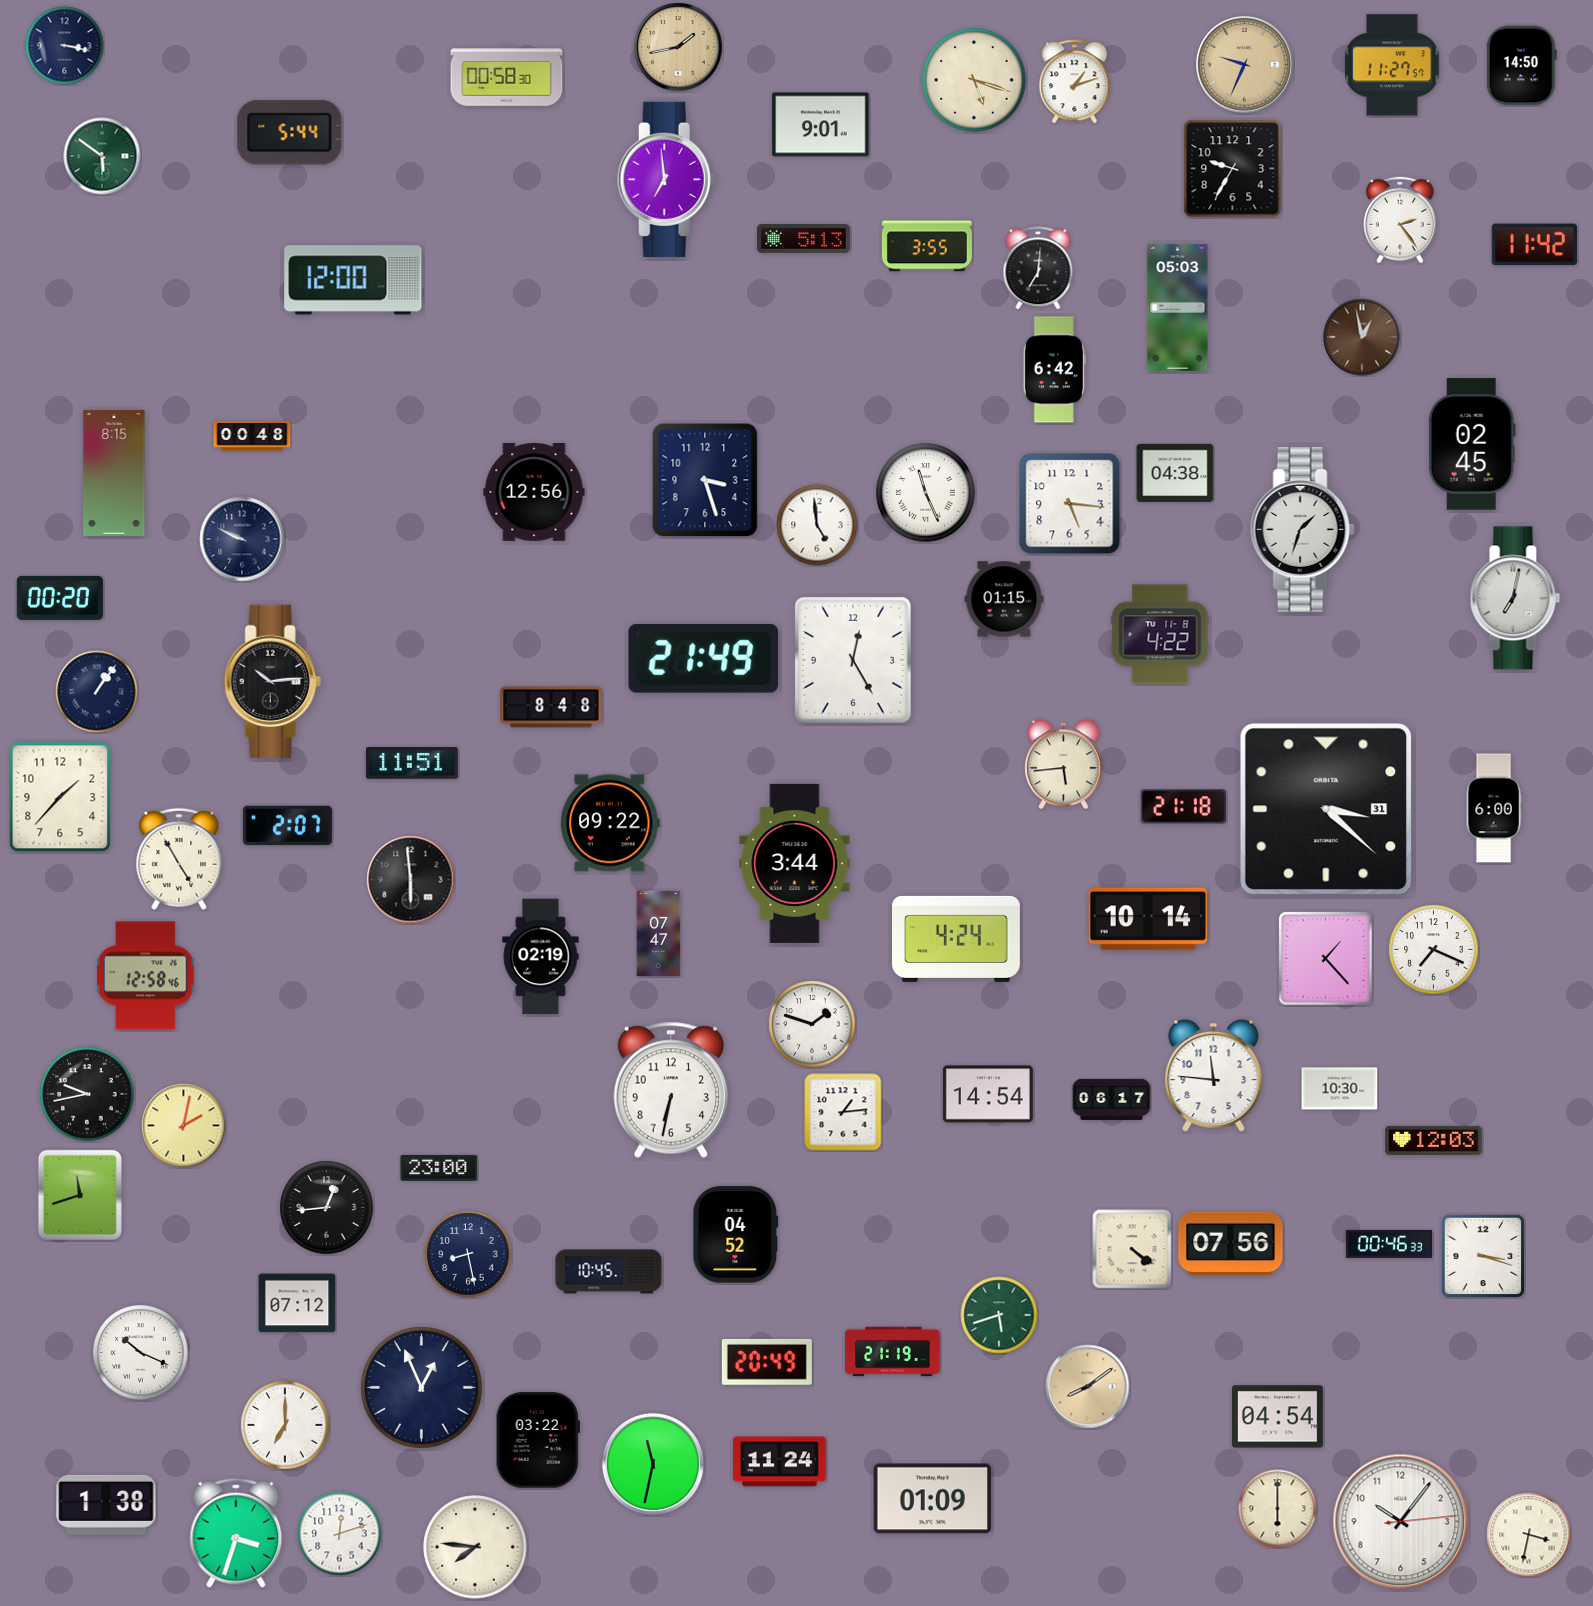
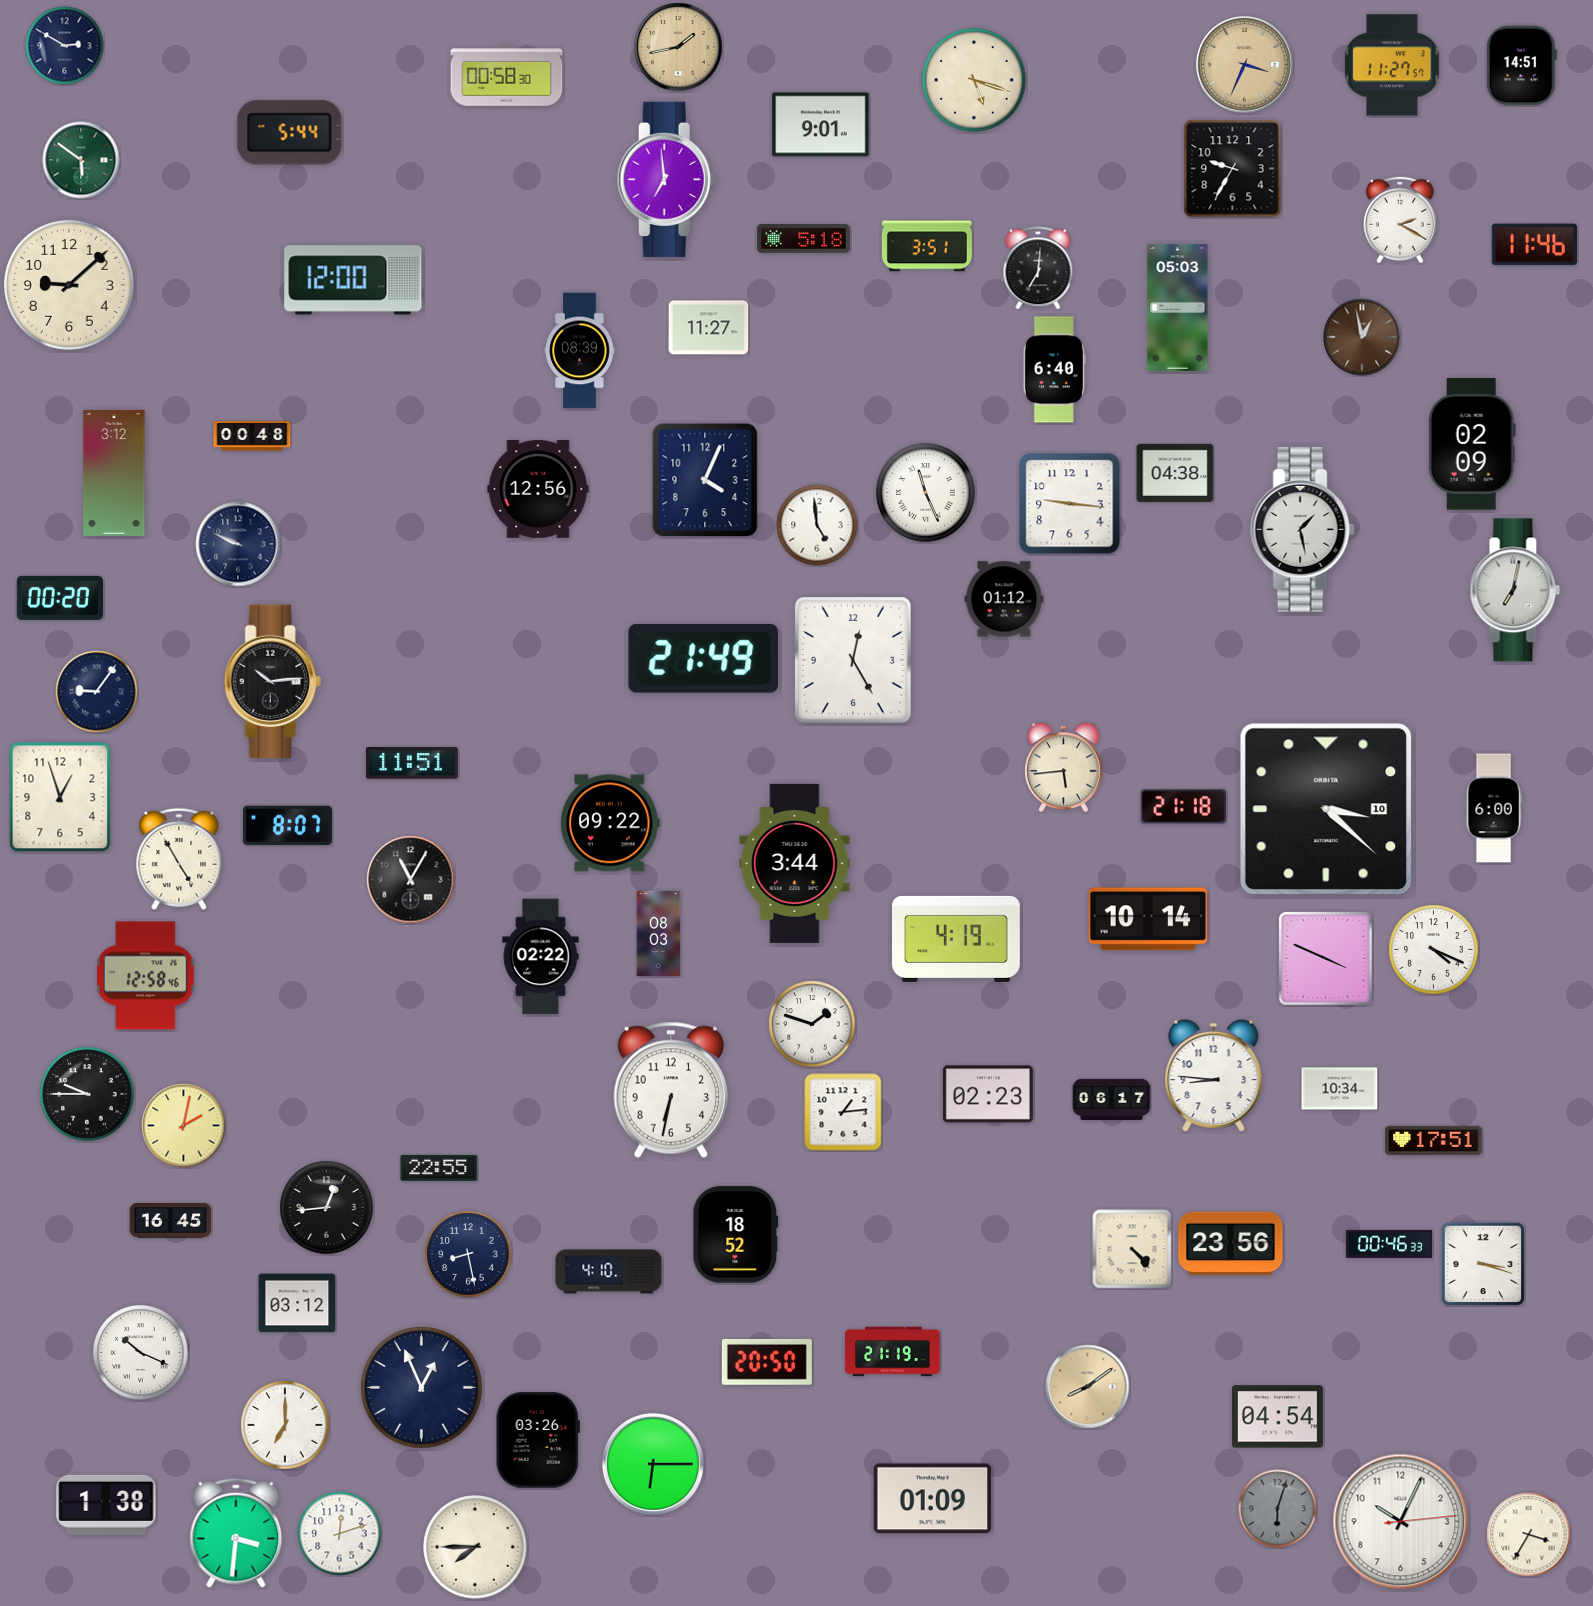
clock at (65, 46): 3:17 -> 2:50
clock at (1245, 65): 9:34 -> 3:34
clock at (1521, 66): 14:50 -> 14:51
clock at (1075, 82): 1:12 -> none
clock at (102, 156) position: (102, 156) -> (81, 160)
clock at (1401, 220): 2:24 -> 2:20
clock at (804, 238): 5:13 -> 5:18
clock at (1534, 245): 11:42 -> 11:46
clock at (927, 246): 3:55 -> 3:51
clock at (69, 285): none -> 9:08
clock at (709, 328): none -> 11:27
clock at (580, 351): none -> 08:39
clock at (1054, 370): 6:42 -> 6:40
clock at (1472, 444): 02:45 -> 02:09
clock at (114, 473): 8:15 -> 3:12
clock at (705, 480): 3:27 -> 4:04
clock at (534, 492) position: (534, 492) -> (538, 489)
clock at (1070, 504): 5:16 -> 9:16
clock at (1302, 529): 1:33 -> 1:28
clock at (242, 539) position: (242, 539) -> (238, 544)
clock at (1515, 598) position: (1515, 598) -> (1515, 590)
clock at (1004, 599): 01:15 -> 01:12
clock at (1160, 634): 4:22 -> none
clock at (97, 692): 1:06 -> 9:06
clock at (551, 707): 8:48 -> none
clock at (1064, 765) position: (1064, 765) -> (1064, 768)
clock at (60, 797): 1:37 -> 12:57
clock at (1326, 809) date: 31 -> 10
clock at (287, 826): 2:07 -> 8:07
clock at (411, 880): 5:59 -> 11:05
clock at (659, 934): 07:47 -> 08:03
clock at (957, 939): 4:24 -> 4:19
clock at (1434, 950): 7:19 -> 4:19
clock at (541, 957): 02:19 -> 02:22
clock at (1325, 958): 1:23 -> 3:49
clock at (1214, 1076): 11:46 -> 8:46
clock at (1340, 1089): 10:30 -> 10:34
clock at (87, 1094): 9:43 -> 9:45
clock at (988, 1094): 14:54 -> 02:23
clock at (1434, 1140): 12:03 -> 17:51
clock at (439, 1168): 23:00 -> 22:55
clock at (80, 1195): 11:42 -> none
clock at (171, 1221): none -> 16:45
clock at (736, 1235): 04:52 -> 18:52
clock at (1231, 1244): 07:56 -> 23:56
clock at (1132, 1249): 4:21 -> 4:23
clock at (1483, 1256) position: (1483, 1256) -> (1483, 1264)
clock at (609, 1272): 10:45 -> 4:10
clock at (297, 1303): 07:12 -> 03:12
clock at (999, 1315): 5:42 -> none
clock at (767, 1362): 20:49 -> 20:50
clock at (538, 1440): 03:22 -> 03:26
clock at (780, 1462): 11:24 -> none
clock at (653, 1464): 11:32 -> 6:15
clock at (1278, 1509): 6:00 -> 6:03
clock at (1278, 1509) dial: cream -> grey
clock at (1401, 1522): 10:06 -> 10:04
clock at (236, 1533): 3:33 -> 3:31
clock at (1529, 1535): 3:32 -> 3:35
clock at (475, 1547): 7:46 -> 7:45
